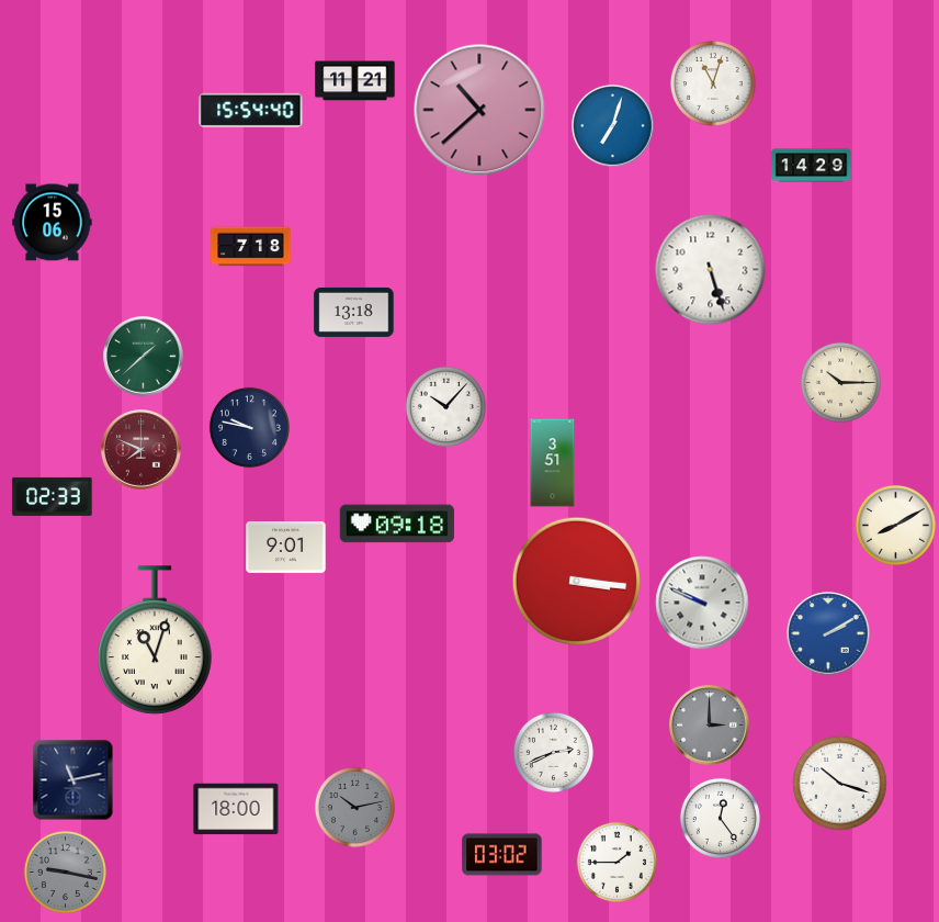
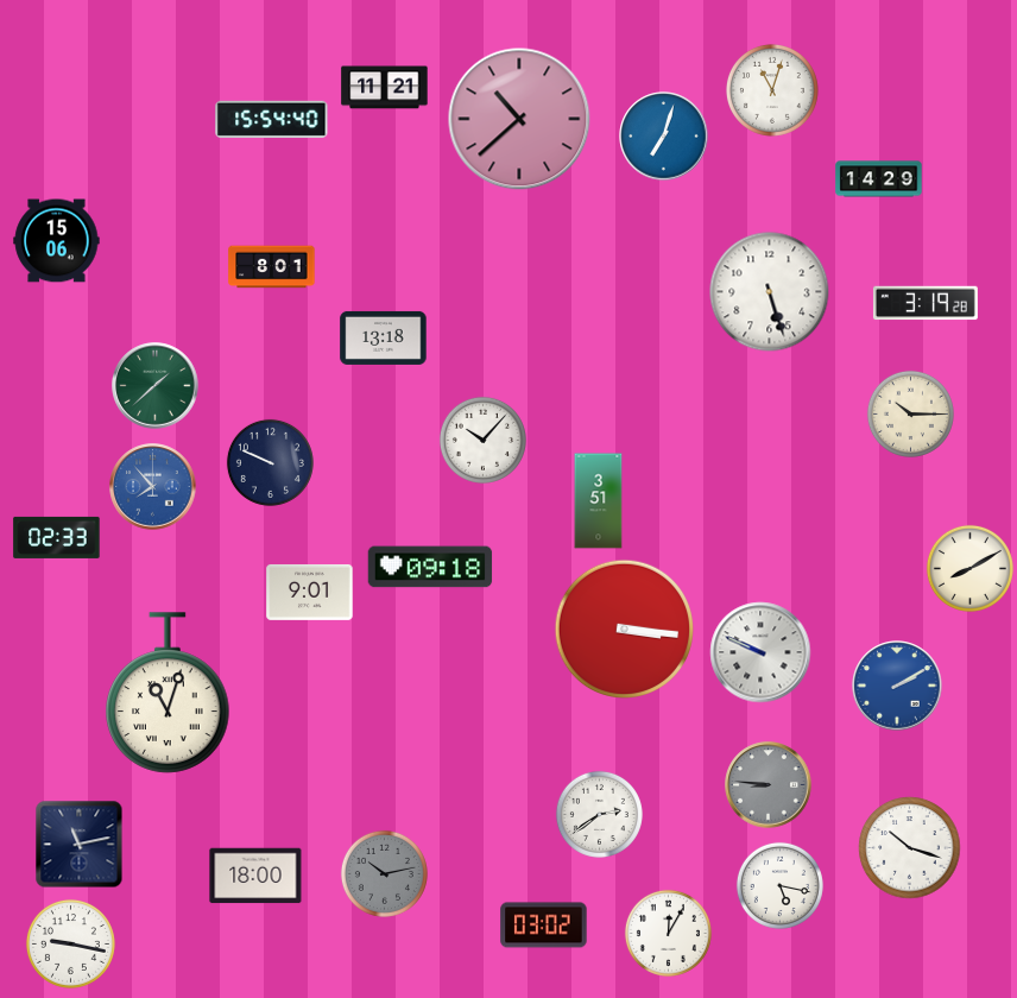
clock at (251, 247): 7:18 -> 8:01
clock at (926, 303): none -> 3:19
clock at (249, 427): 9:47 -> 9:49
clock at (142, 450): 7:49 -> 7:53
clock at (142, 450) dial: burgundy -> blue
clock at (710, 726): 3:00 -> 8:46
clock at (553, 752): 2:41 -> 2:39
clock at (720, 818): 12:24 -> 5:17
clock at (616, 862): 1:45 -> 12:05
clock at (65, 872) dial: grey -> white
